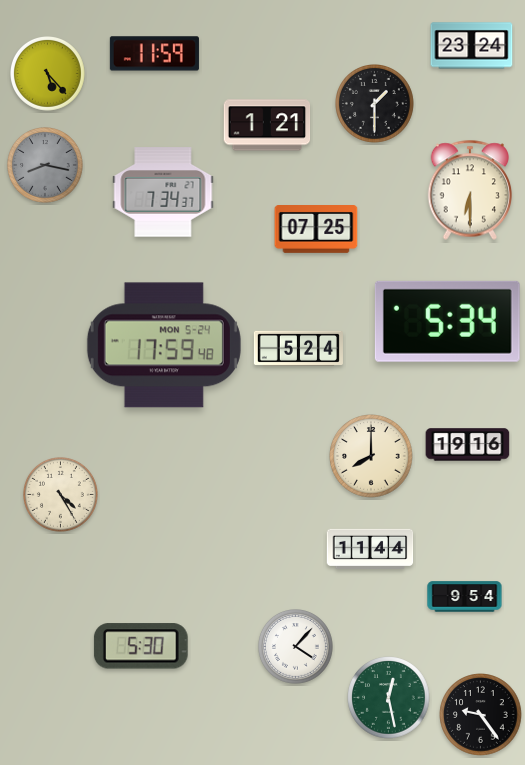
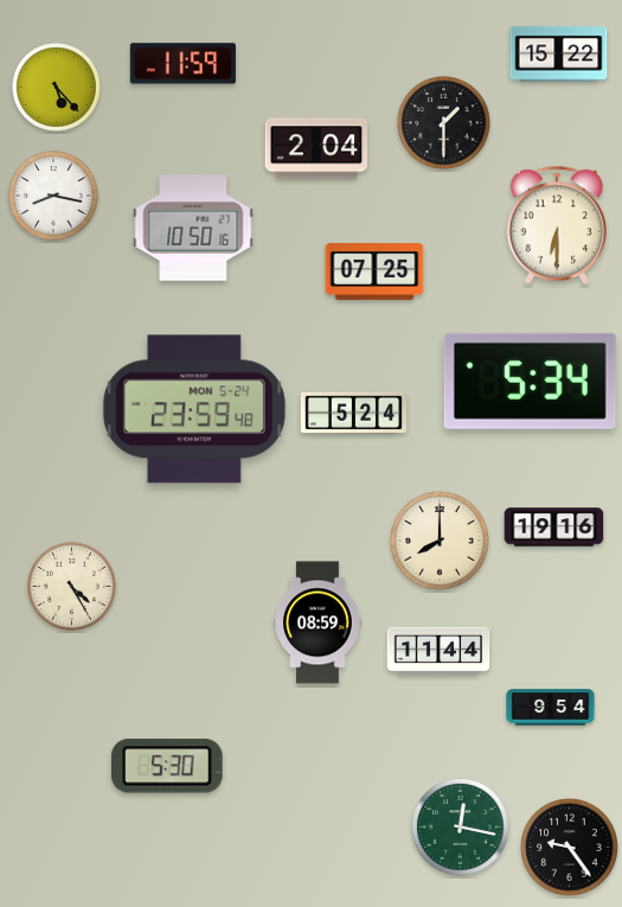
clock at (472, 46): 23:24 -> 15:22
clock at (267, 125): 1:21 -> 2:04
clock at (46, 166) dial: grey -> white
clock at (163, 192): 7:34 -> 10:50
clock at (164, 345): 17:59 -> 23:59
clock at (318, 622): none -> 08:59
clock at (296, 647): 4:07 -> none
clock at (389, 698): 12:28 -> 12:17
